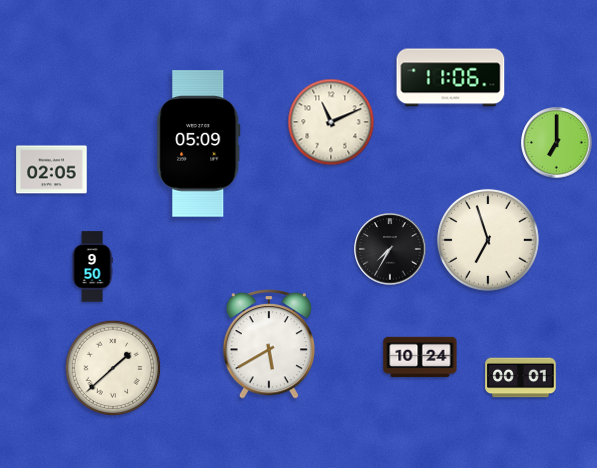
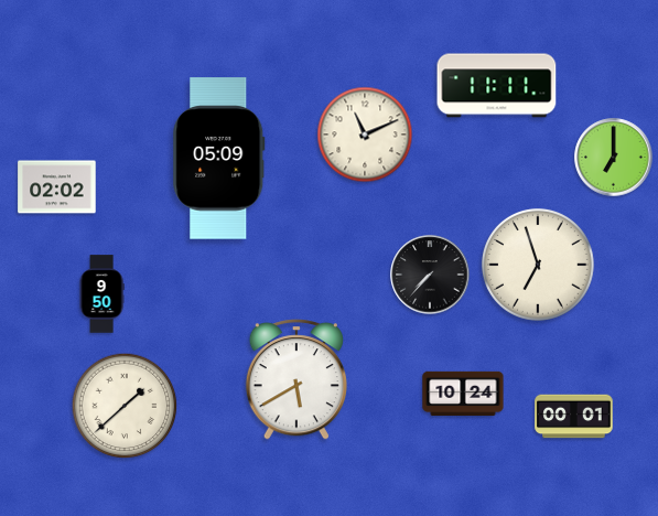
clock at (451, 78): 11:06 -> 11:11
clock at (52, 170): 02:05 -> 02:02
clock at (390, 249): 7:35 -> 7:37
